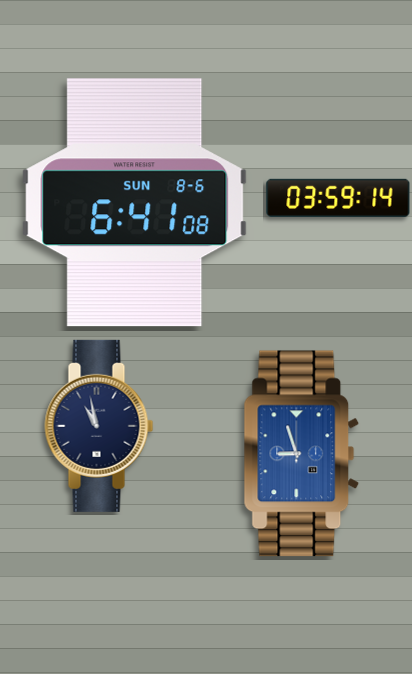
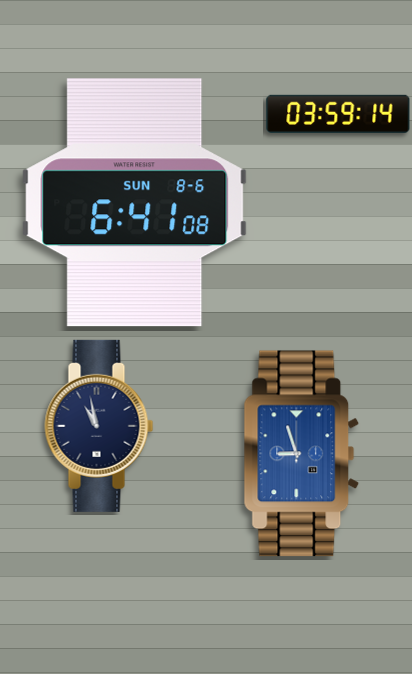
clock at (338, 198) position: (338, 198) -> (338, 114)
